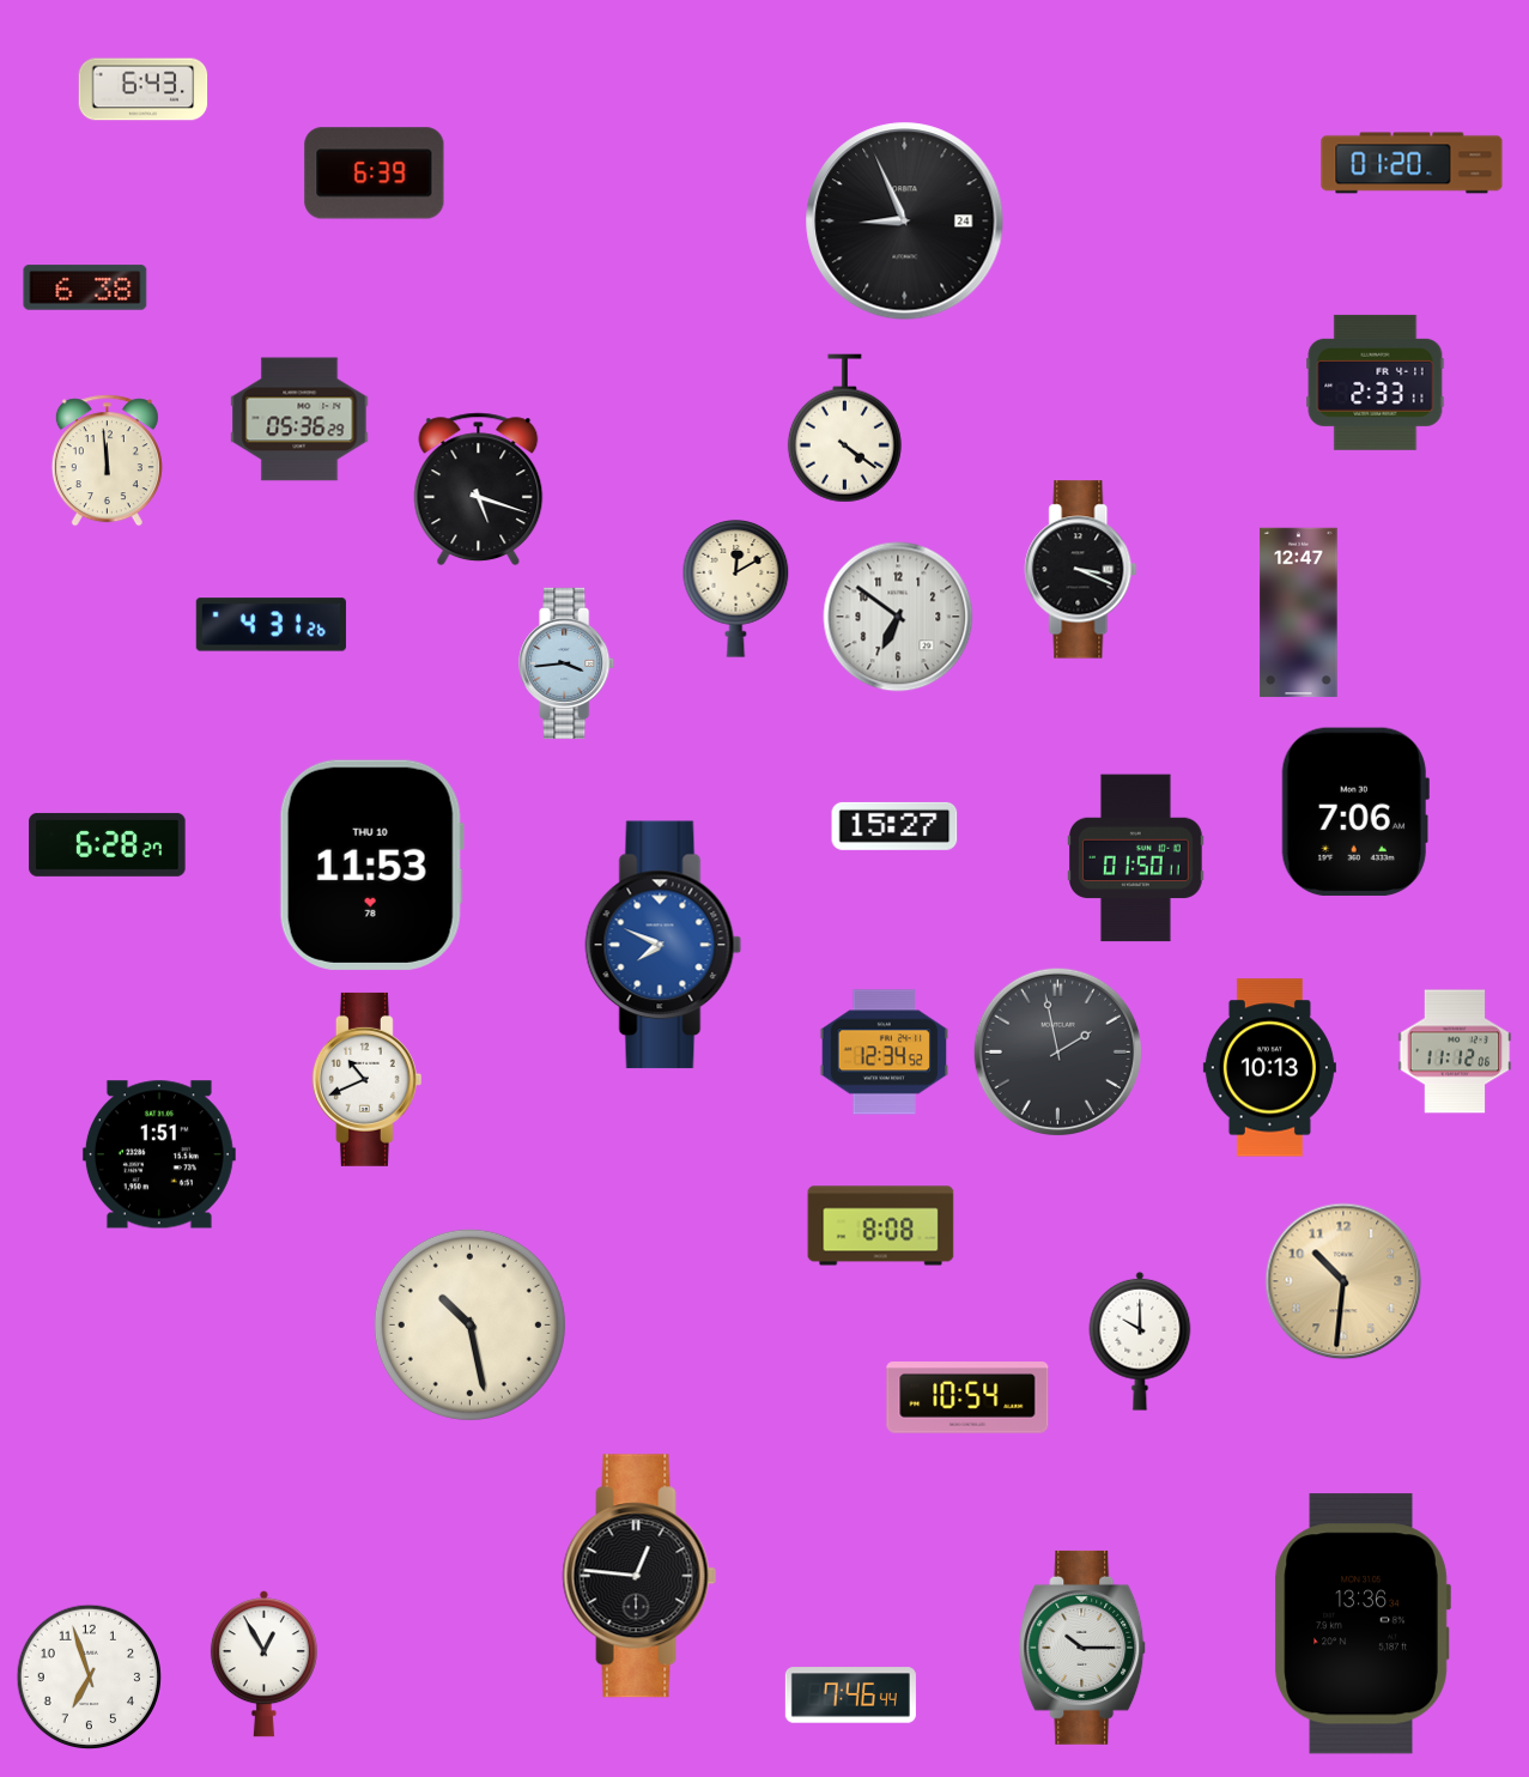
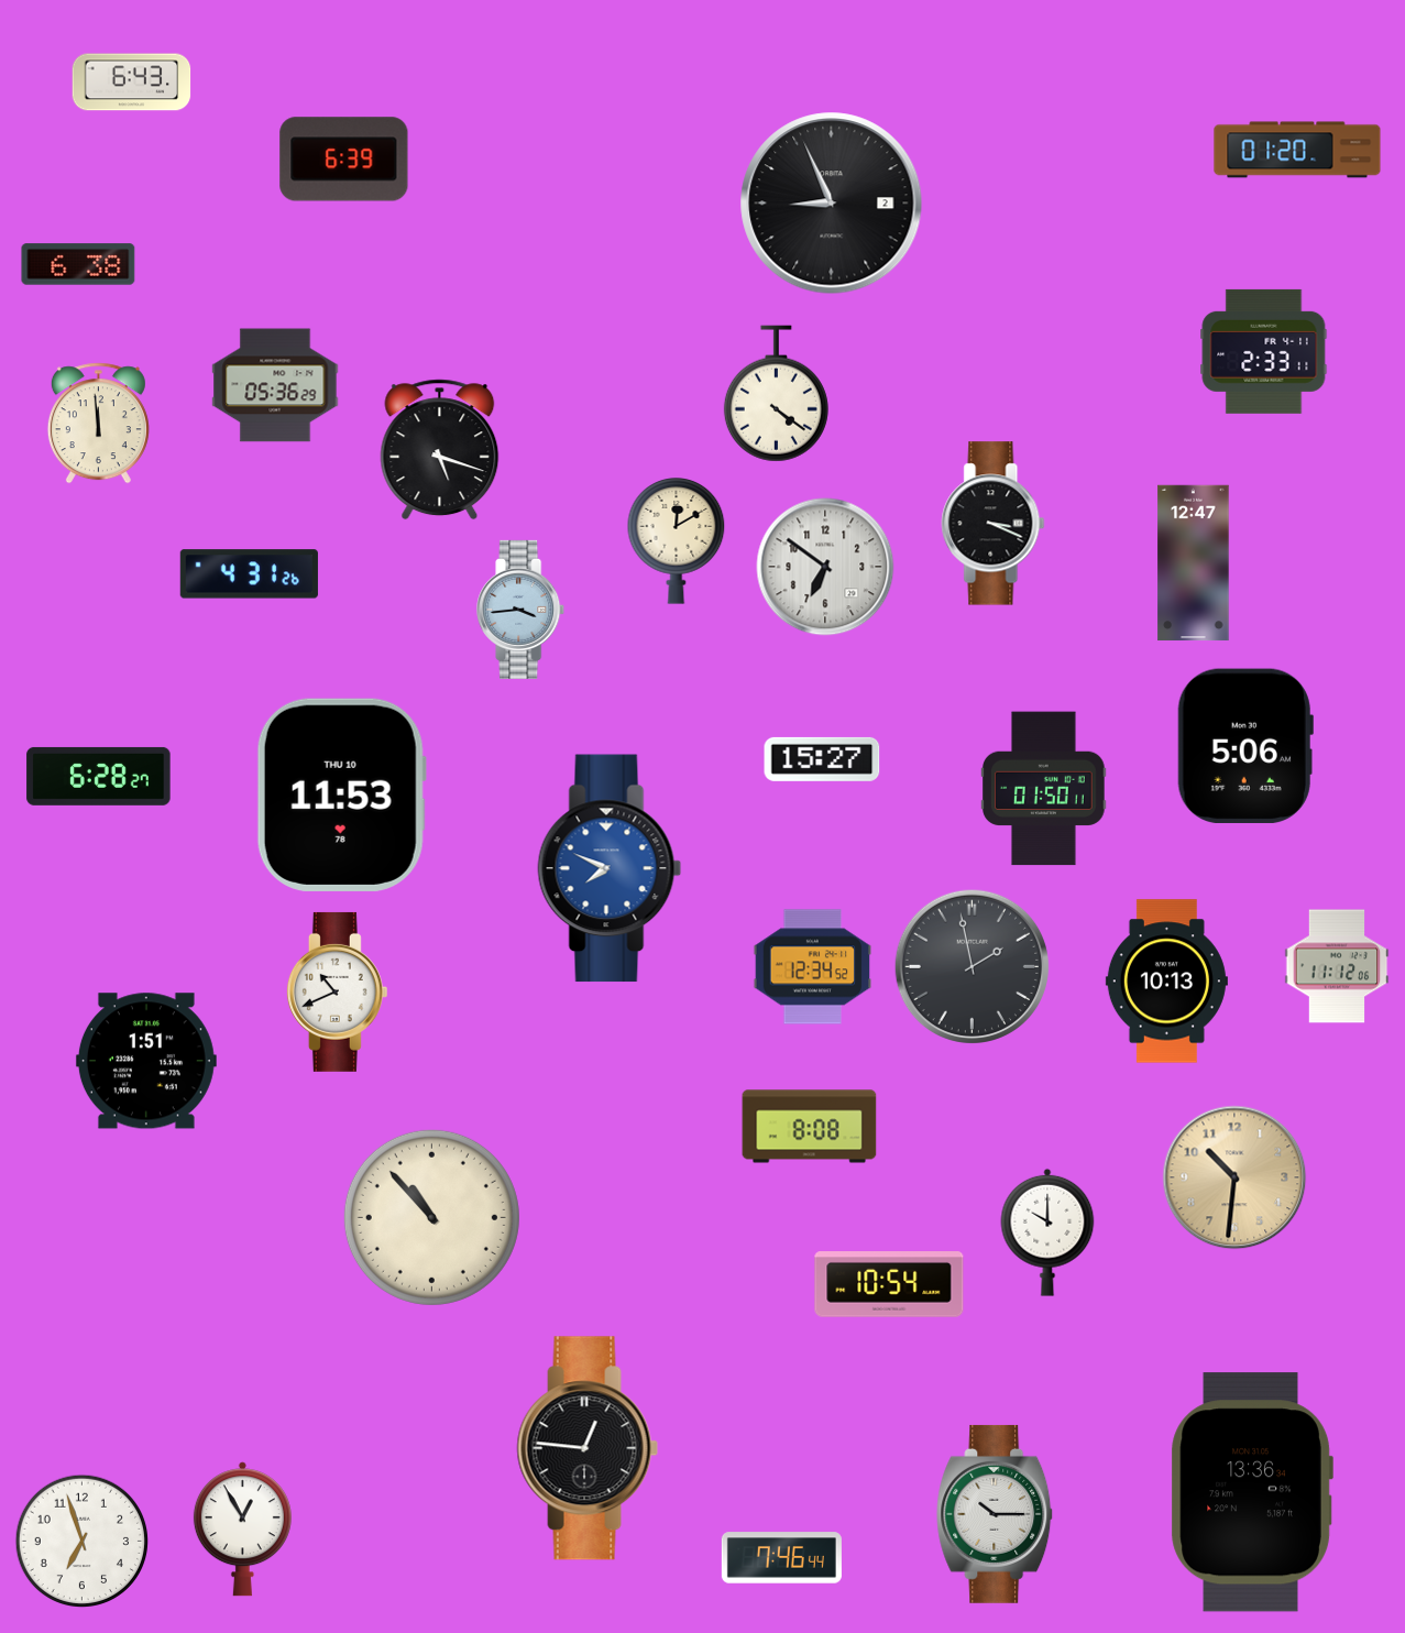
clock at (905, 222) date: 24 -> 2
clock at (1355, 812): 7:06 -> 5:06
clock at (469, 1324): 10:28 -> 10:53
